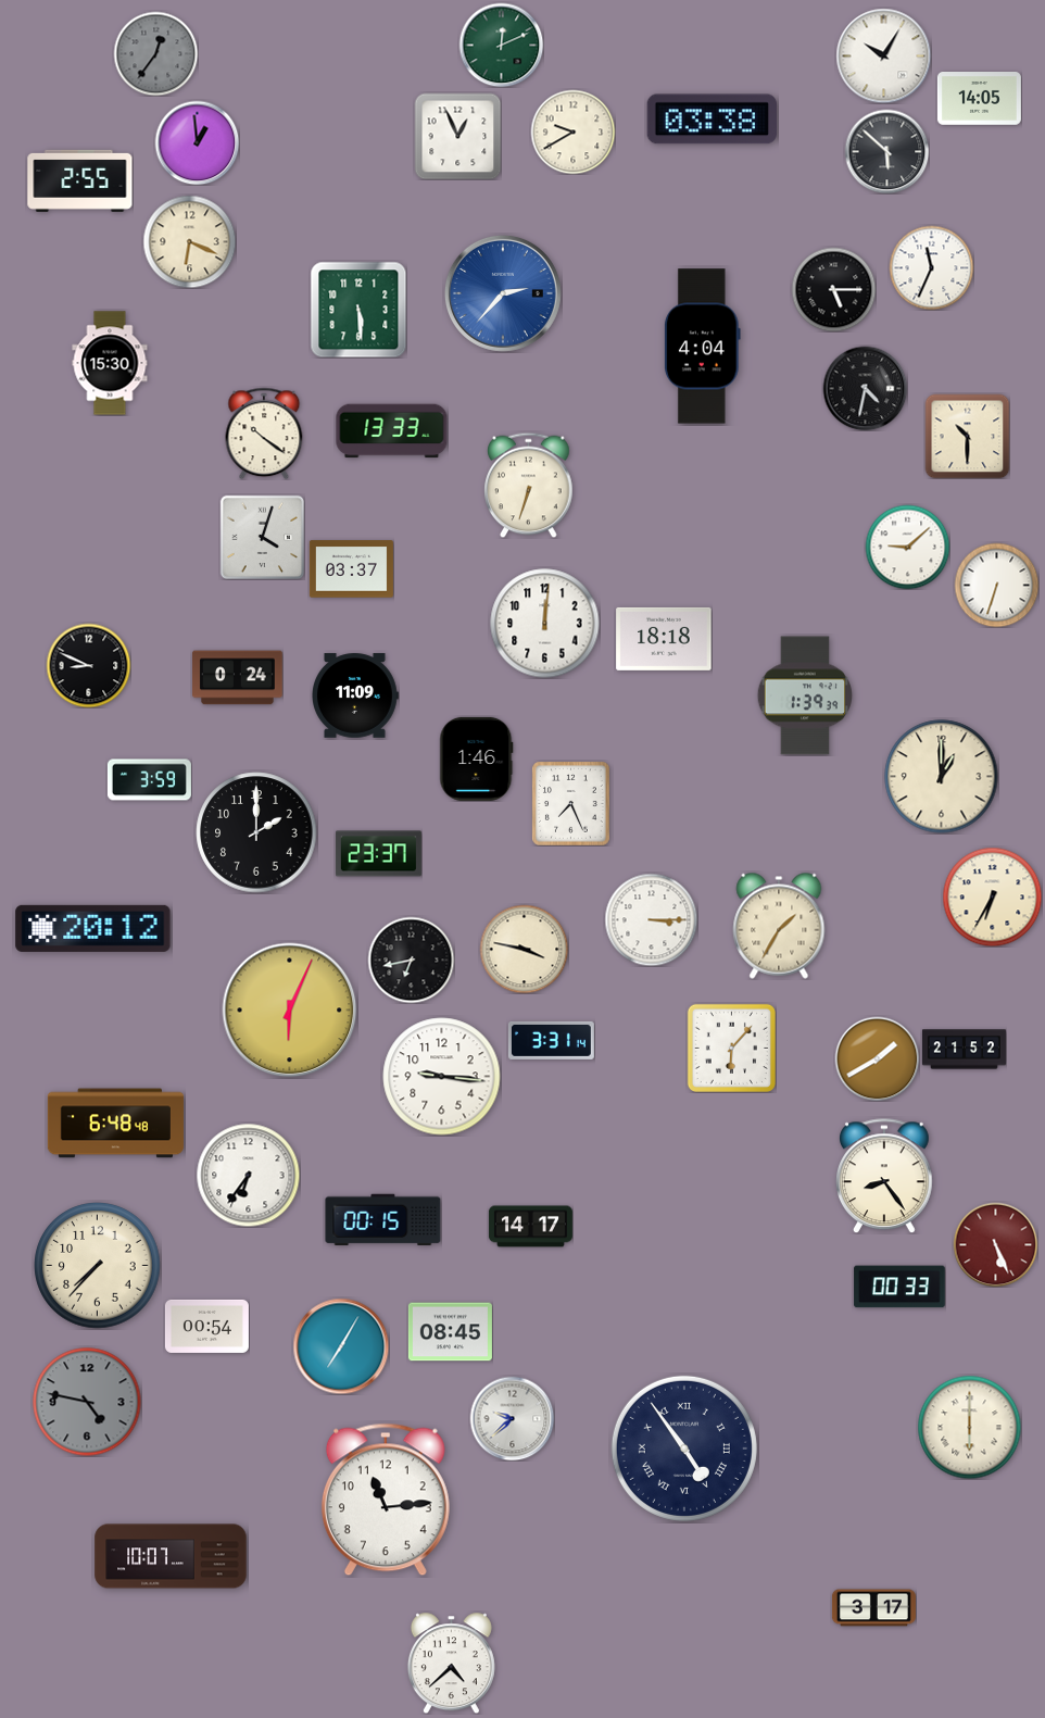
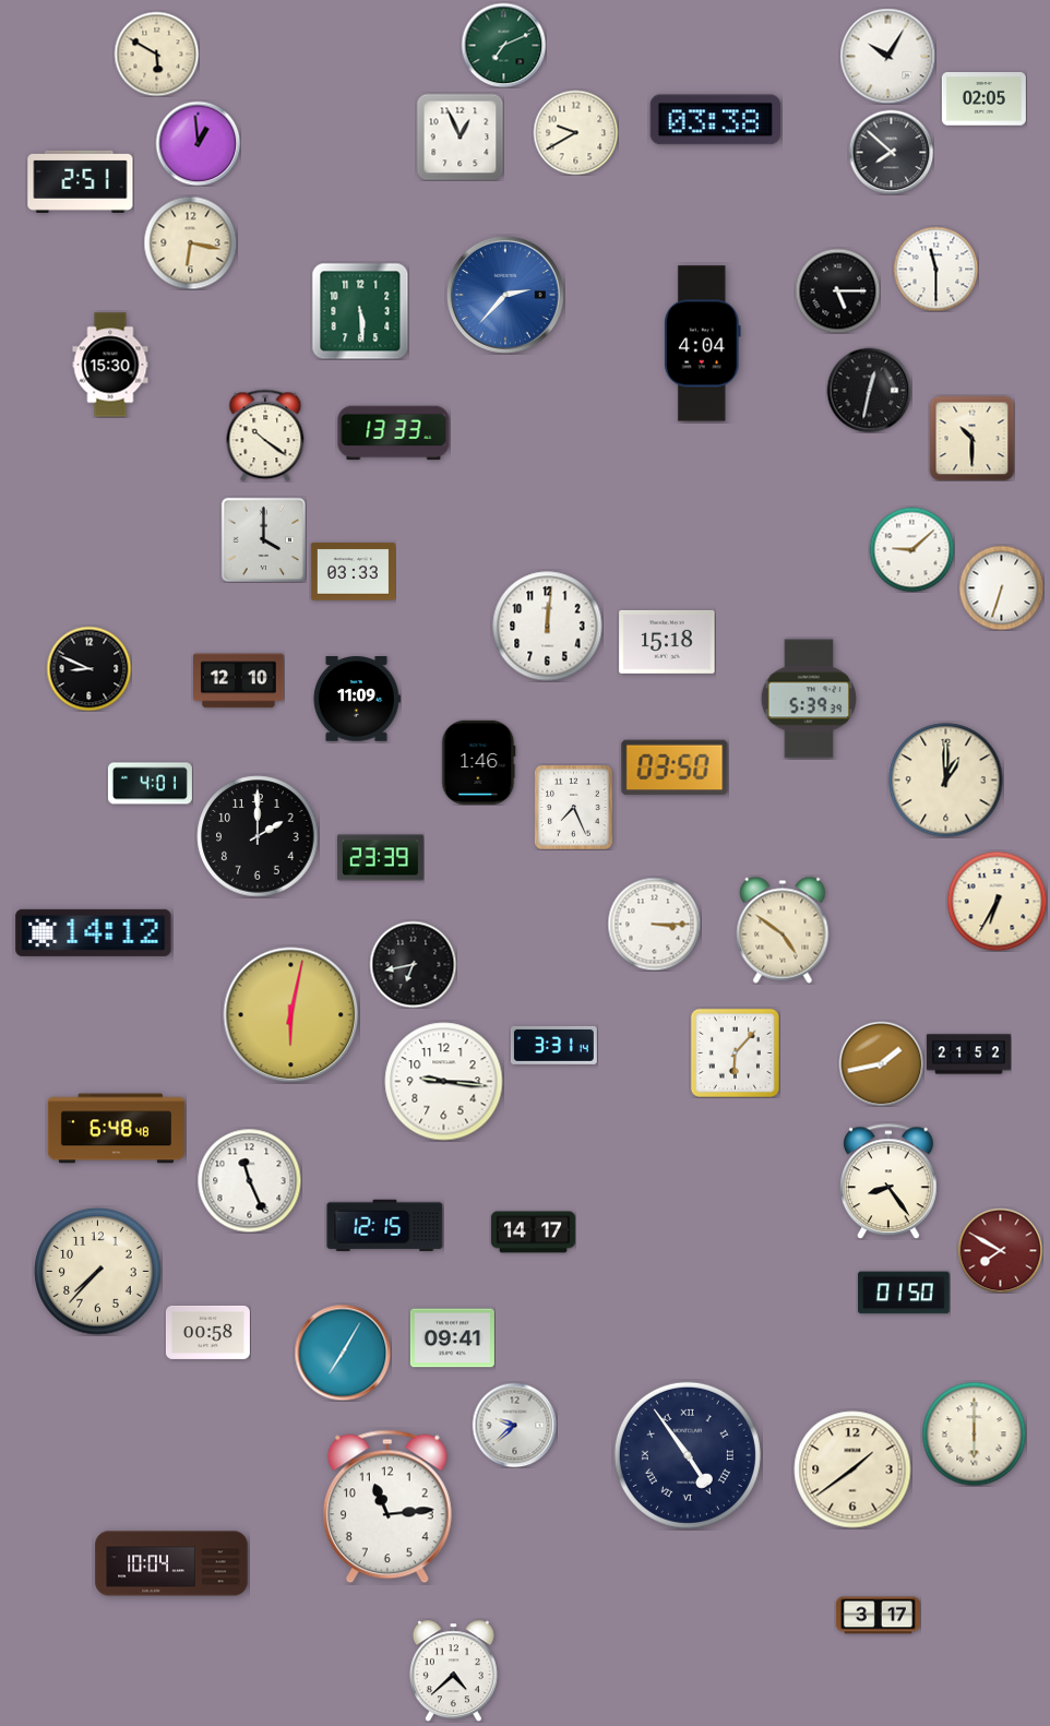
clock at (501, 45): 12:11 -> 7:11
clock at (155, 53): 12:36 -> 5:50
clock at (155, 53) dial: grey -> cream
clock at (979, 99): 14:05 -> 02:05
clock at (886, 151): 5:52 -> 7:52
clock at (80, 180): 2:55 -> 2:51
clock at (189, 241): 6:19 -> 6:17
clock at (931, 267): 11:34 -> 11:30
clock at (703, 347) position: (703, 347) -> (703, 344)
clock at (865, 388): 4:32 -> 12:32
clock at (529, 485): 6:33 -> none
clock at (262, 537): 4:03 -> 4:00
clock at (351, 569): 03:37 -> 03:33
clock at (664, 639): 18:18 -> 15:18
clock at (238, 678): 0:24 -> 12:10
clock at (804, 695): 1:39 -> 5:39
clock at (675, 767): none -> 03:50
clock at (149, 780): 3:59 -> 4:01
clock at (378, 854): 23:37 -> 23:39
clock at (779, 926): 1:35 -> 4:51
clock at (93, 928): 20:12 -> 14:12
clock at (524, 949): 3:47 -> none
clock at (290, 1011): 6:04 -> 6:02
clock at (877, 1058): 1:40 -> 1:43
clock at (248, 1175): 6:36 -> 11:26
clock at (383, 1220): 00:15 -> 12:15
clock at (995, 1244): 5:26 -> 7:50
clock at (899, 1287): 00:33 -> 01:50
clock at (206, 1326): 00:54 -> 00:58
clock at (450, 1332): 08:45 -> 09:41
clock at (87, 1402): 4:47 -> none
clock at (852, 1469): none -> 1:39
clock at (171, 1556): 10:07 -> 10:04
